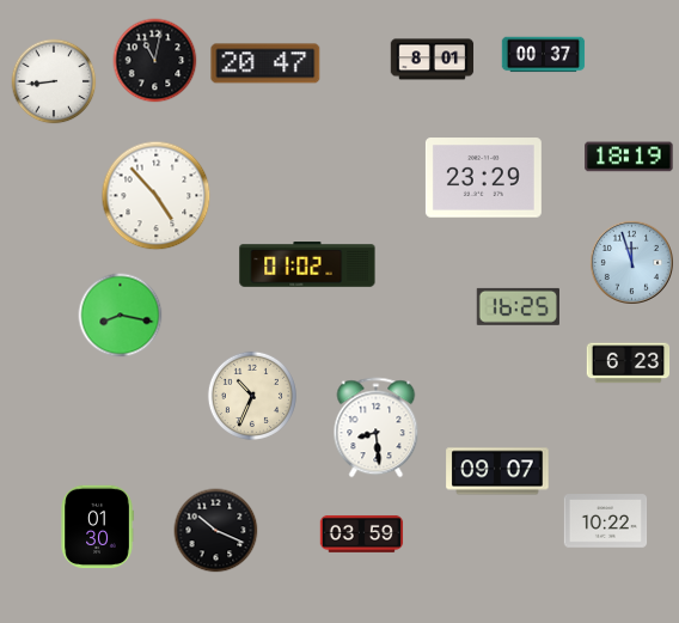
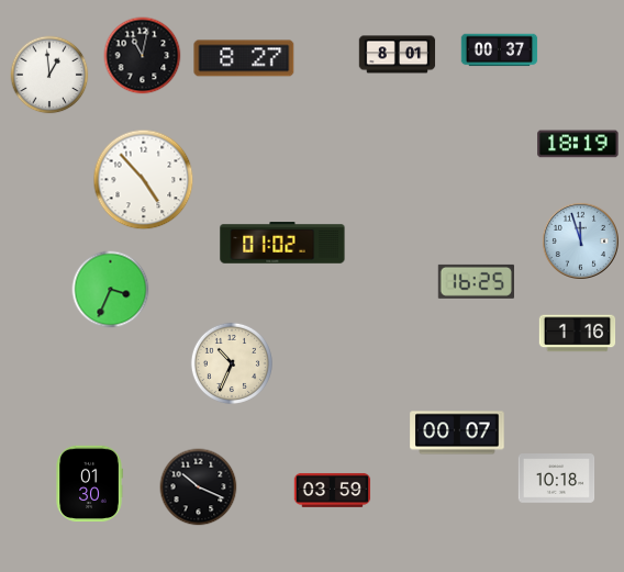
clock at (265, 63): 20:47 -> 8:27
clock at (54, 81): 8:44 -> 12:59
clock at (483, 178): 23:29 -> none
clock at (121, 316): 8:17 -> 3:34
clock at (629, 364): 6:23 -> 1:16
clock at (377, 428): 8:29 -> none
clock at (497, 471): 09:07 -> 00:07
clock at (606, 521): 10:22 -> 10:18
